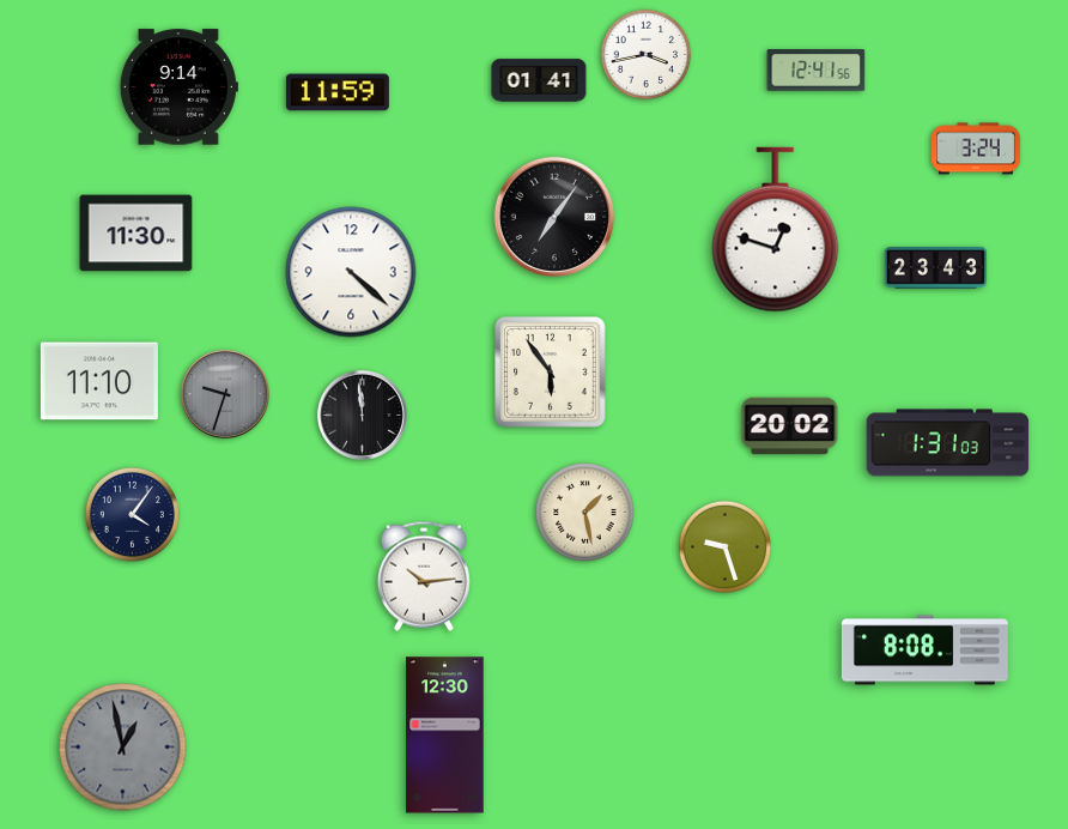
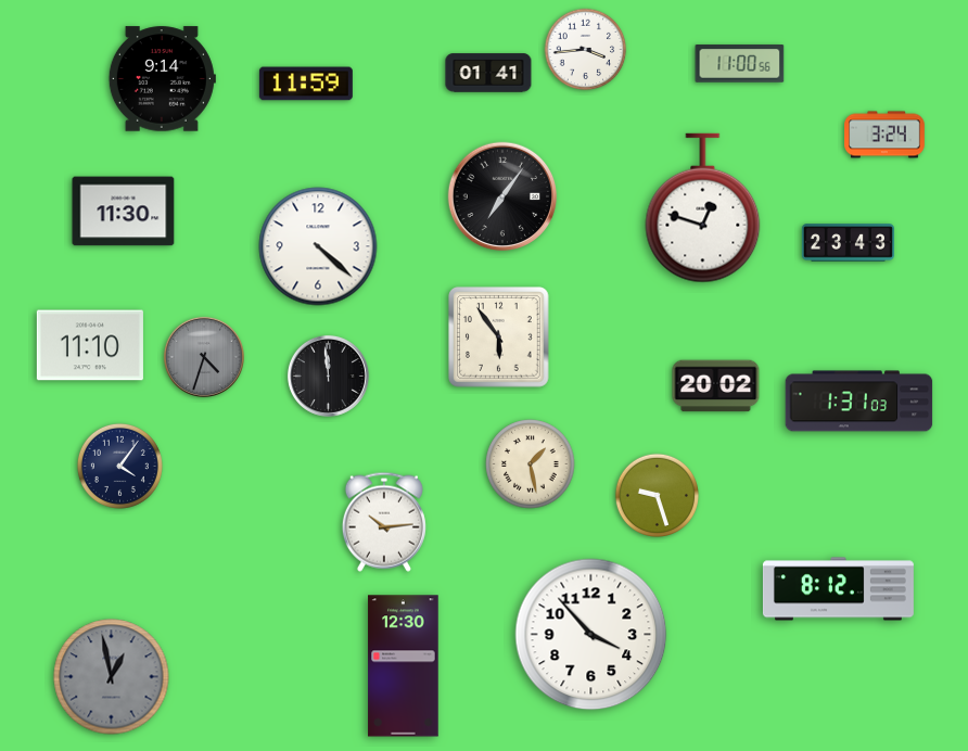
clock at (647, 55): 3:43 -> 3:44
clock at (817, 71): 12:41 -> 11:00
clock at (225, 394): 9:33 -> 4:33
clock at (924, 651): 8:08 -> 8:12
clock at (591, 635): none -> 3:53
